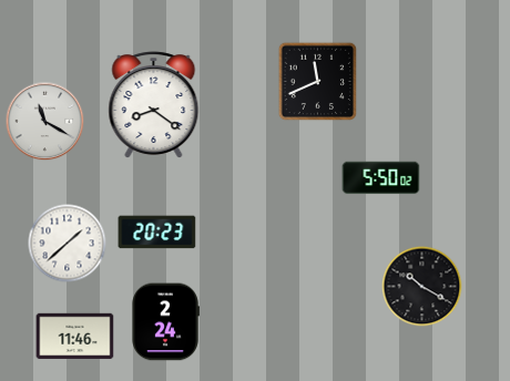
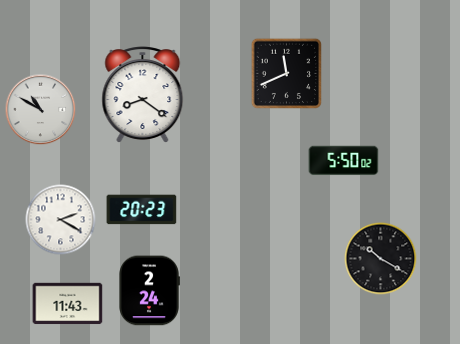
clock at (154, 105) position: (154, 105) -> (143, 95)
clock at (45, 122): 11:20 -> 10:50
clock at (68, 244): 1:38 -> 2:20
clock at (75, 337): 11:46 -> 11:43
